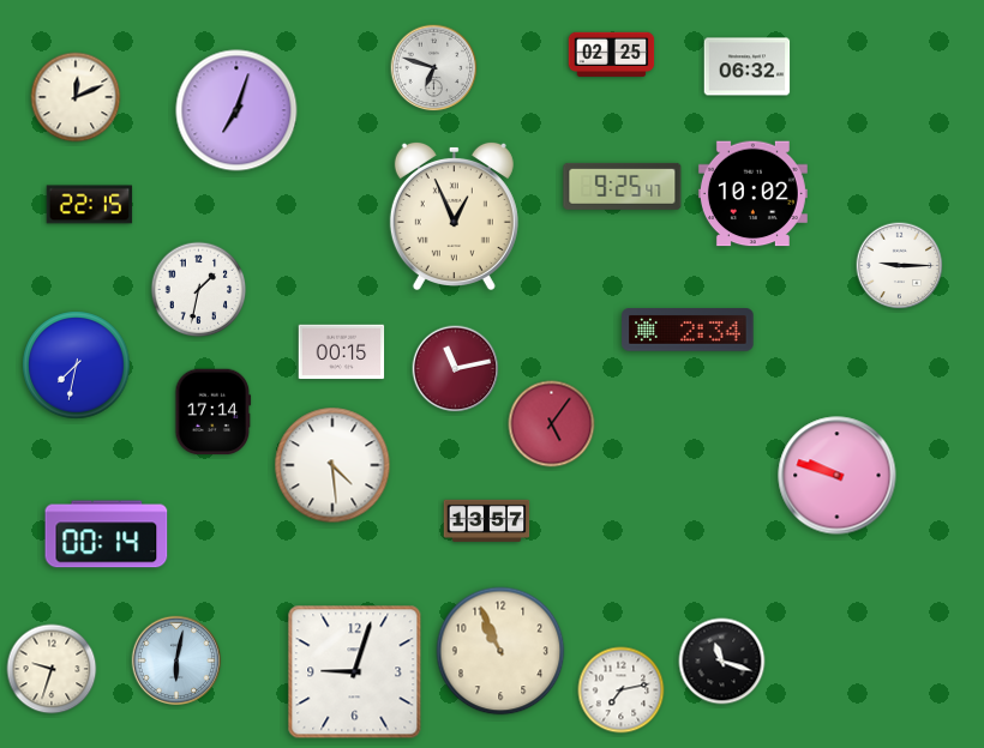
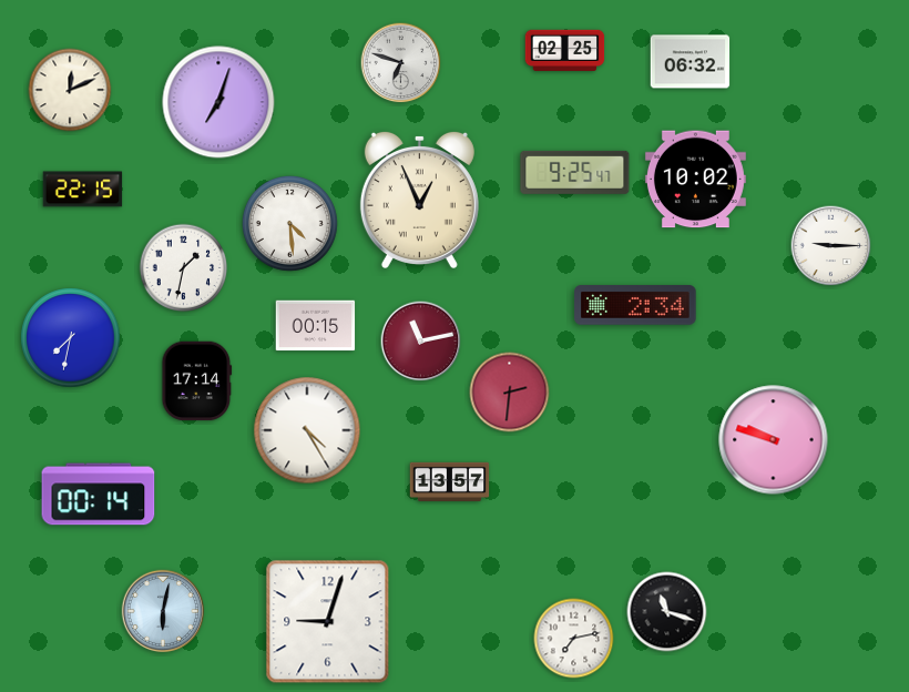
clock at (289, 223): none -> 4:29
clock at (552, 424): 5:06 -> 2:31
clock at (332, 465): 4:29 -> 4:25
clock at (500, 651): 10:56 -> none
clock at (52, 669): 9:33 -> none
